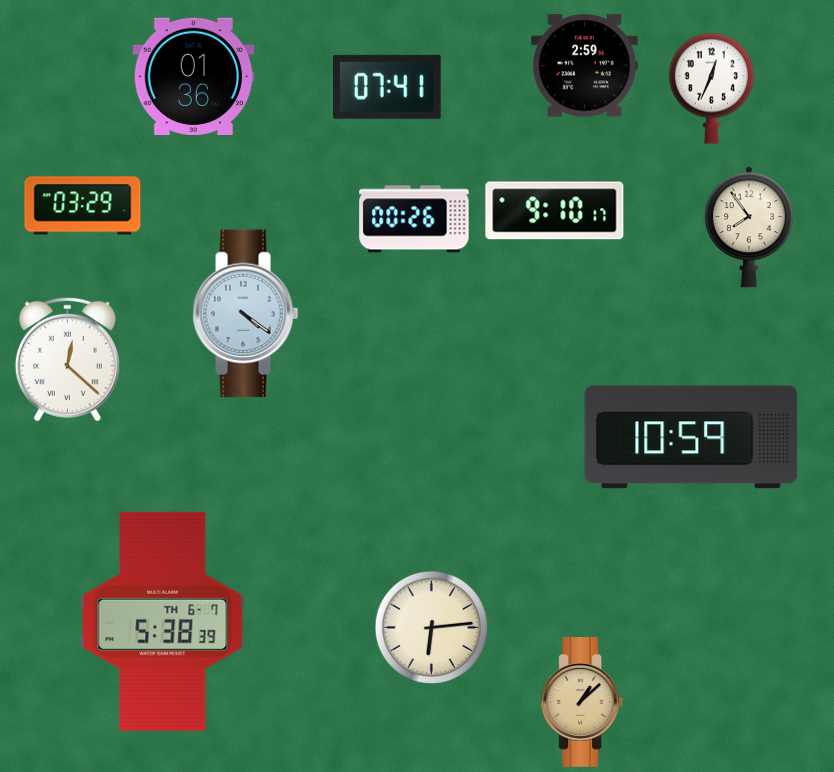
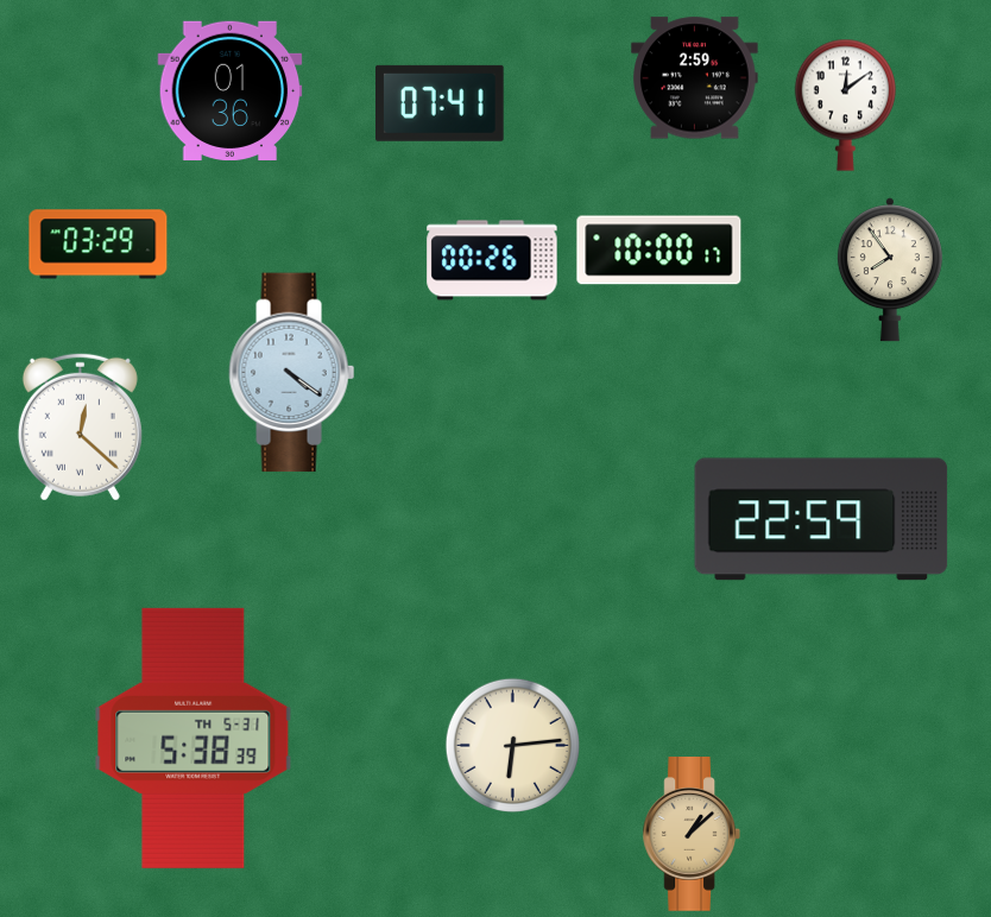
clock at (388, 87) position: (388, 87) -> (441, 103)
clock at (711, 88): 12:34 -> 12:09
clock at (555, 211): 9:10 -> 10:00
clock at (691, 437): 10:59 -> 22:59
clock at (163, 621) date: TH 6-7 -> TH 5-31
